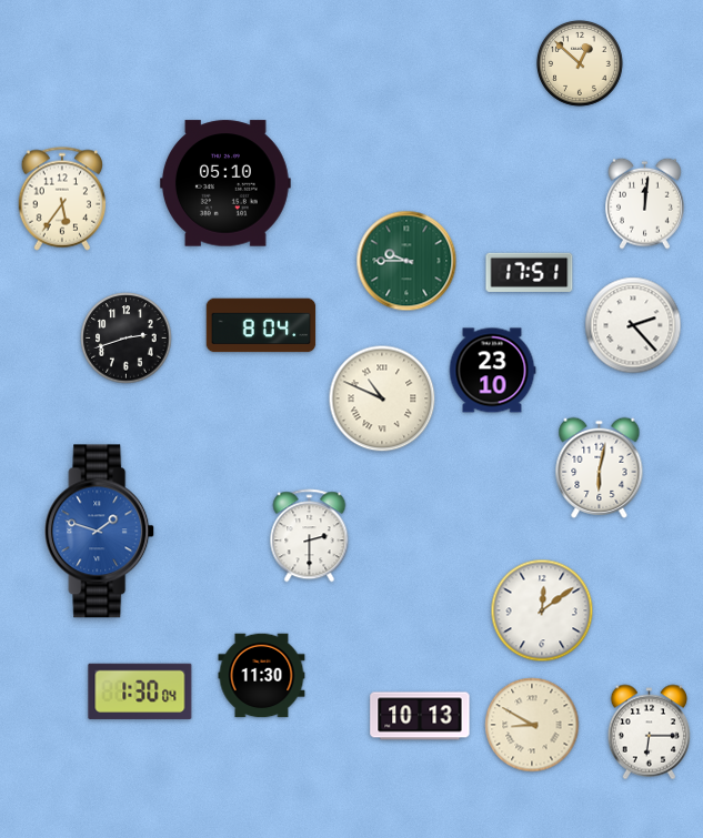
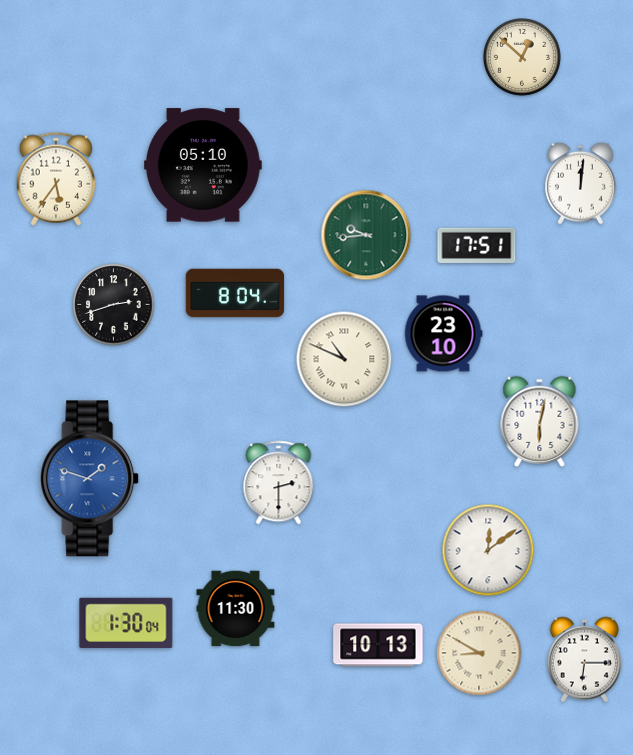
clock at (406, 261): 9:45 -> 9:44
clock at (633, 325): 2:23 -> none
